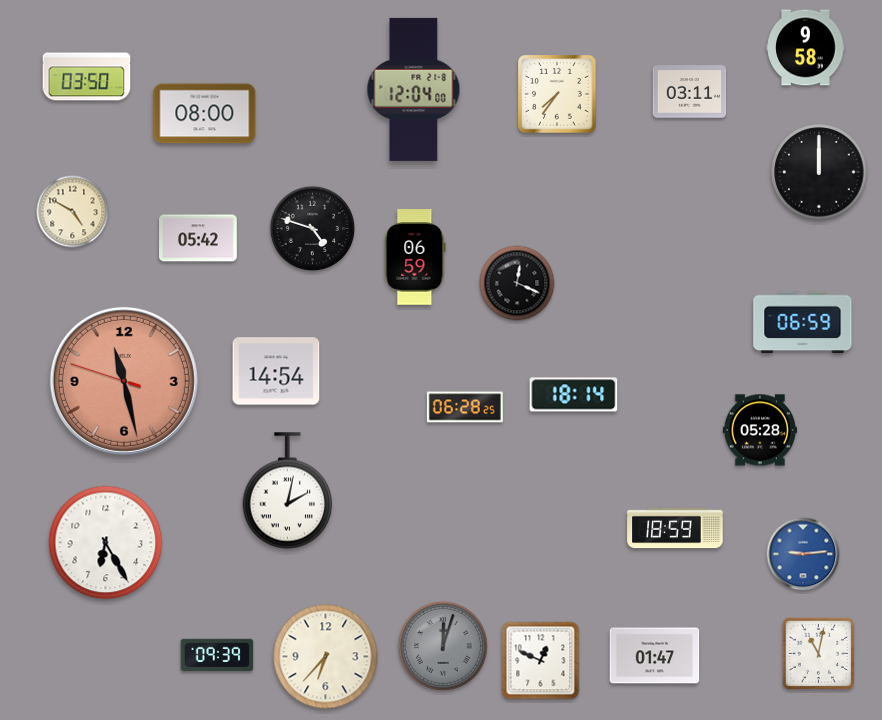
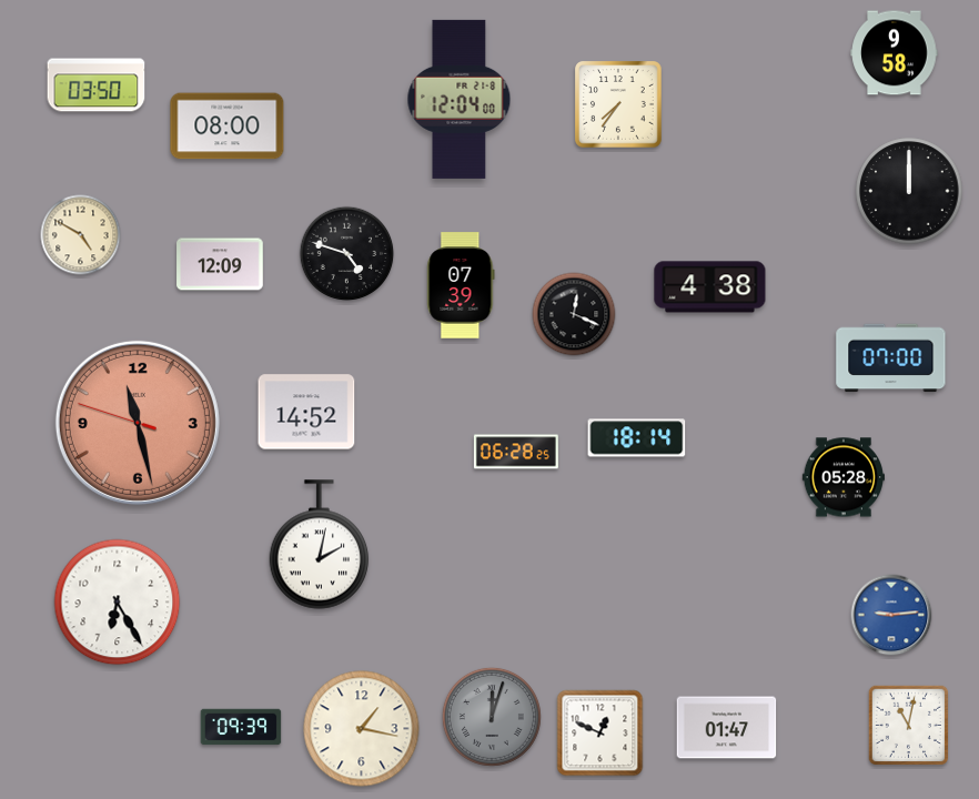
clock at (690, 92): 03:11 -> none
clock at (198, 238): 05:42 -> 12:09
clock at (415, 257): 06:59 -> 07:39
clock at (710, 287): none -> 4:38
clock at (803, 323): 06:59 -> 07:00
clock at (276, 371): 14:54 -> 14:52
clock at (675, 528): 18:59 -> none
clock at (326, 657): 6:37 -> 1:17
